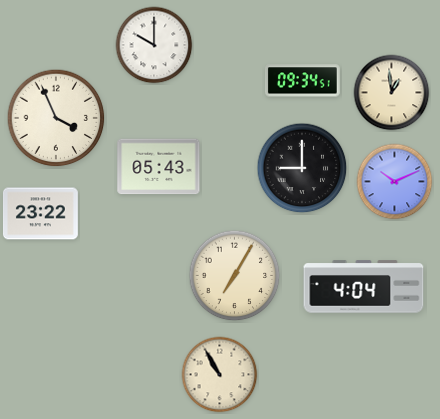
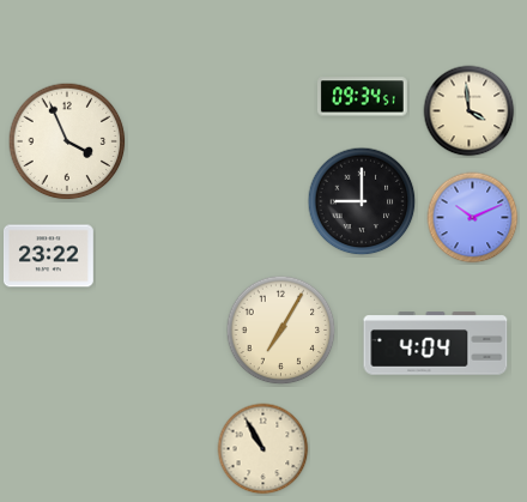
clock at (154, 45): 10:00 -> none
clock at (392, 93): 12:59 -> 3:59
clock at (159, 167): 05:43 -> none
